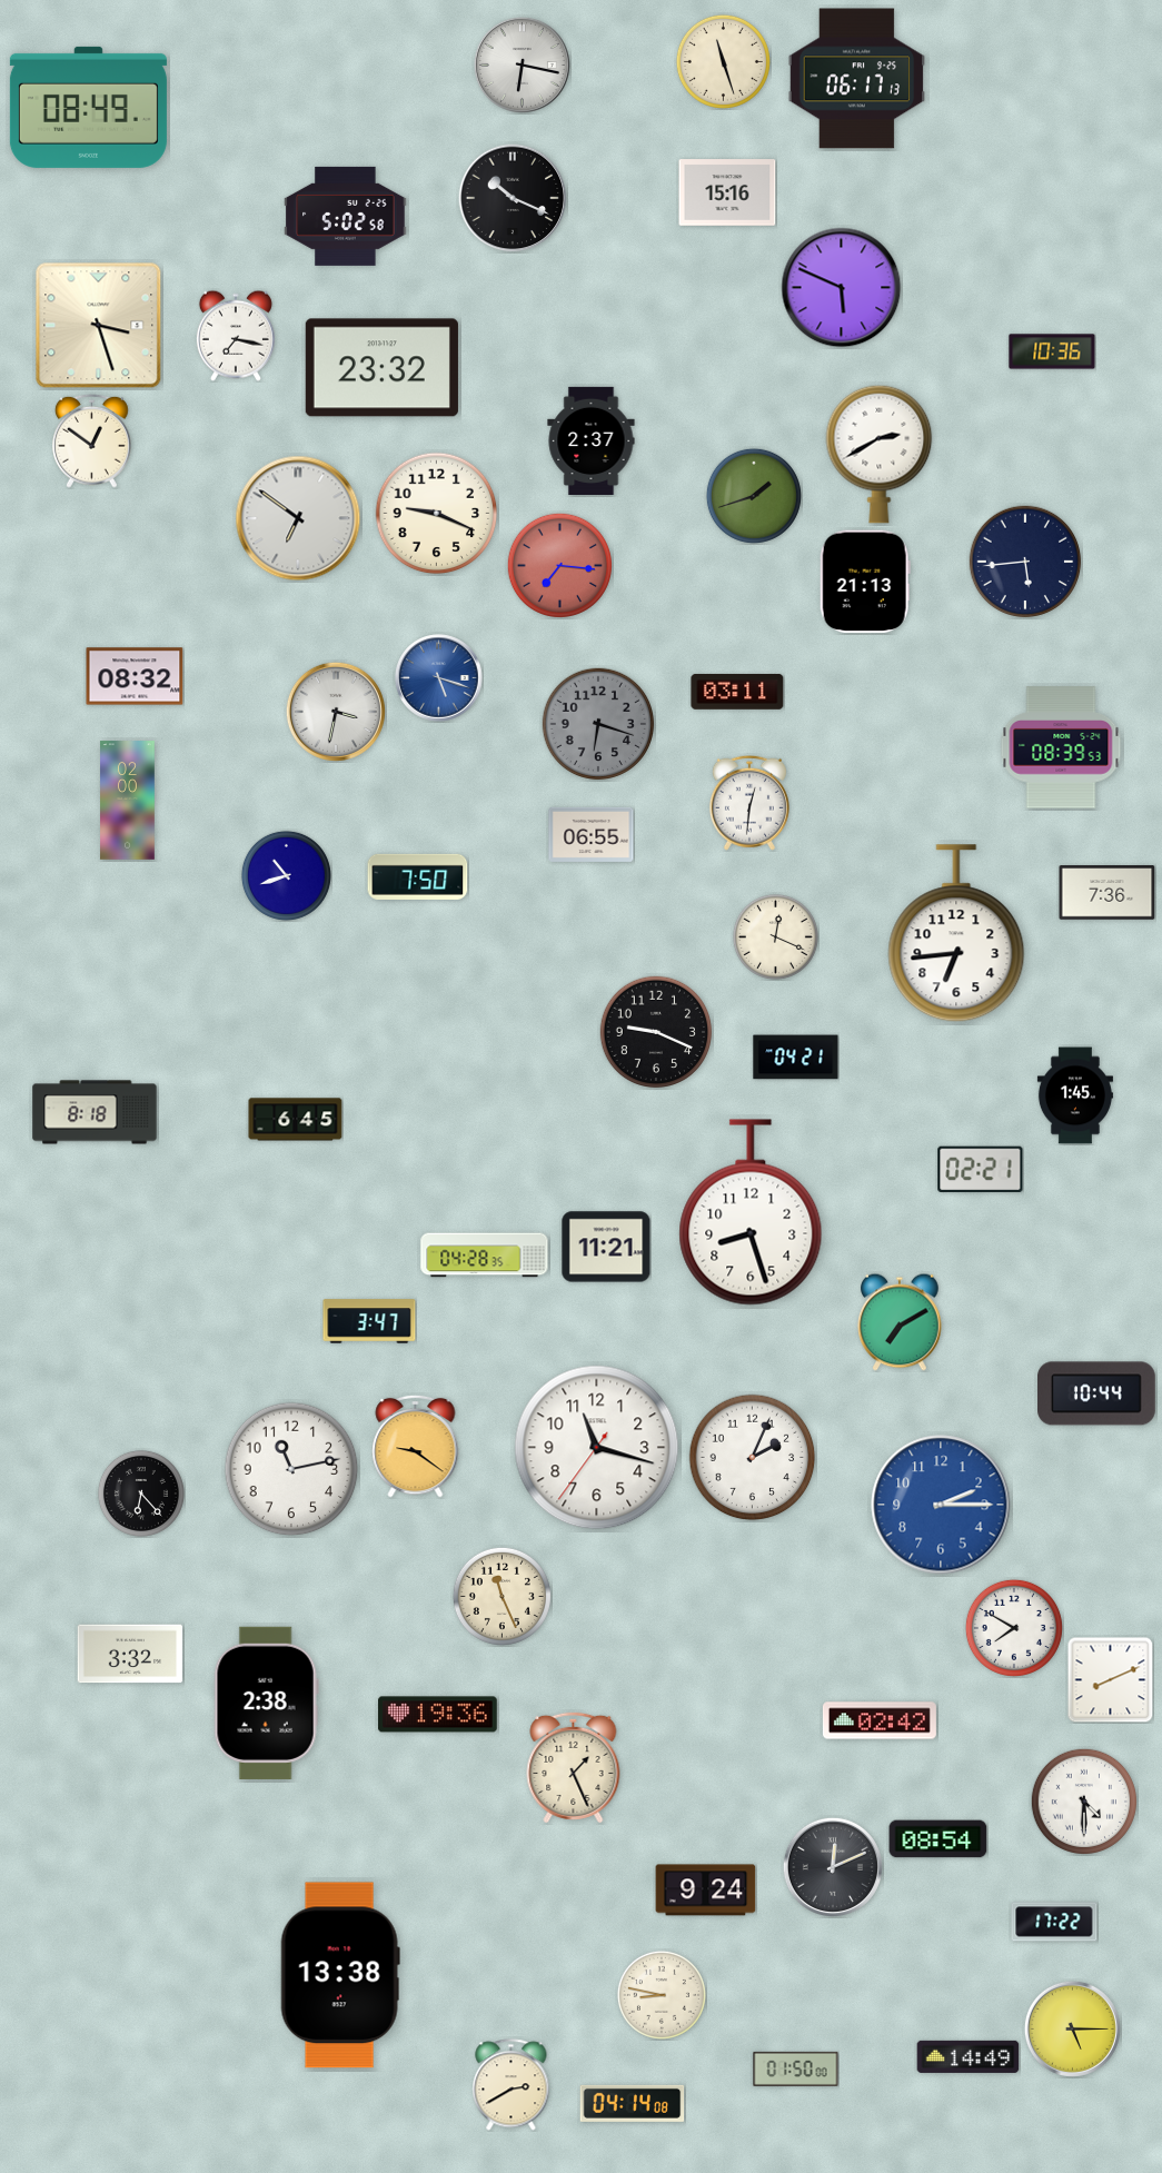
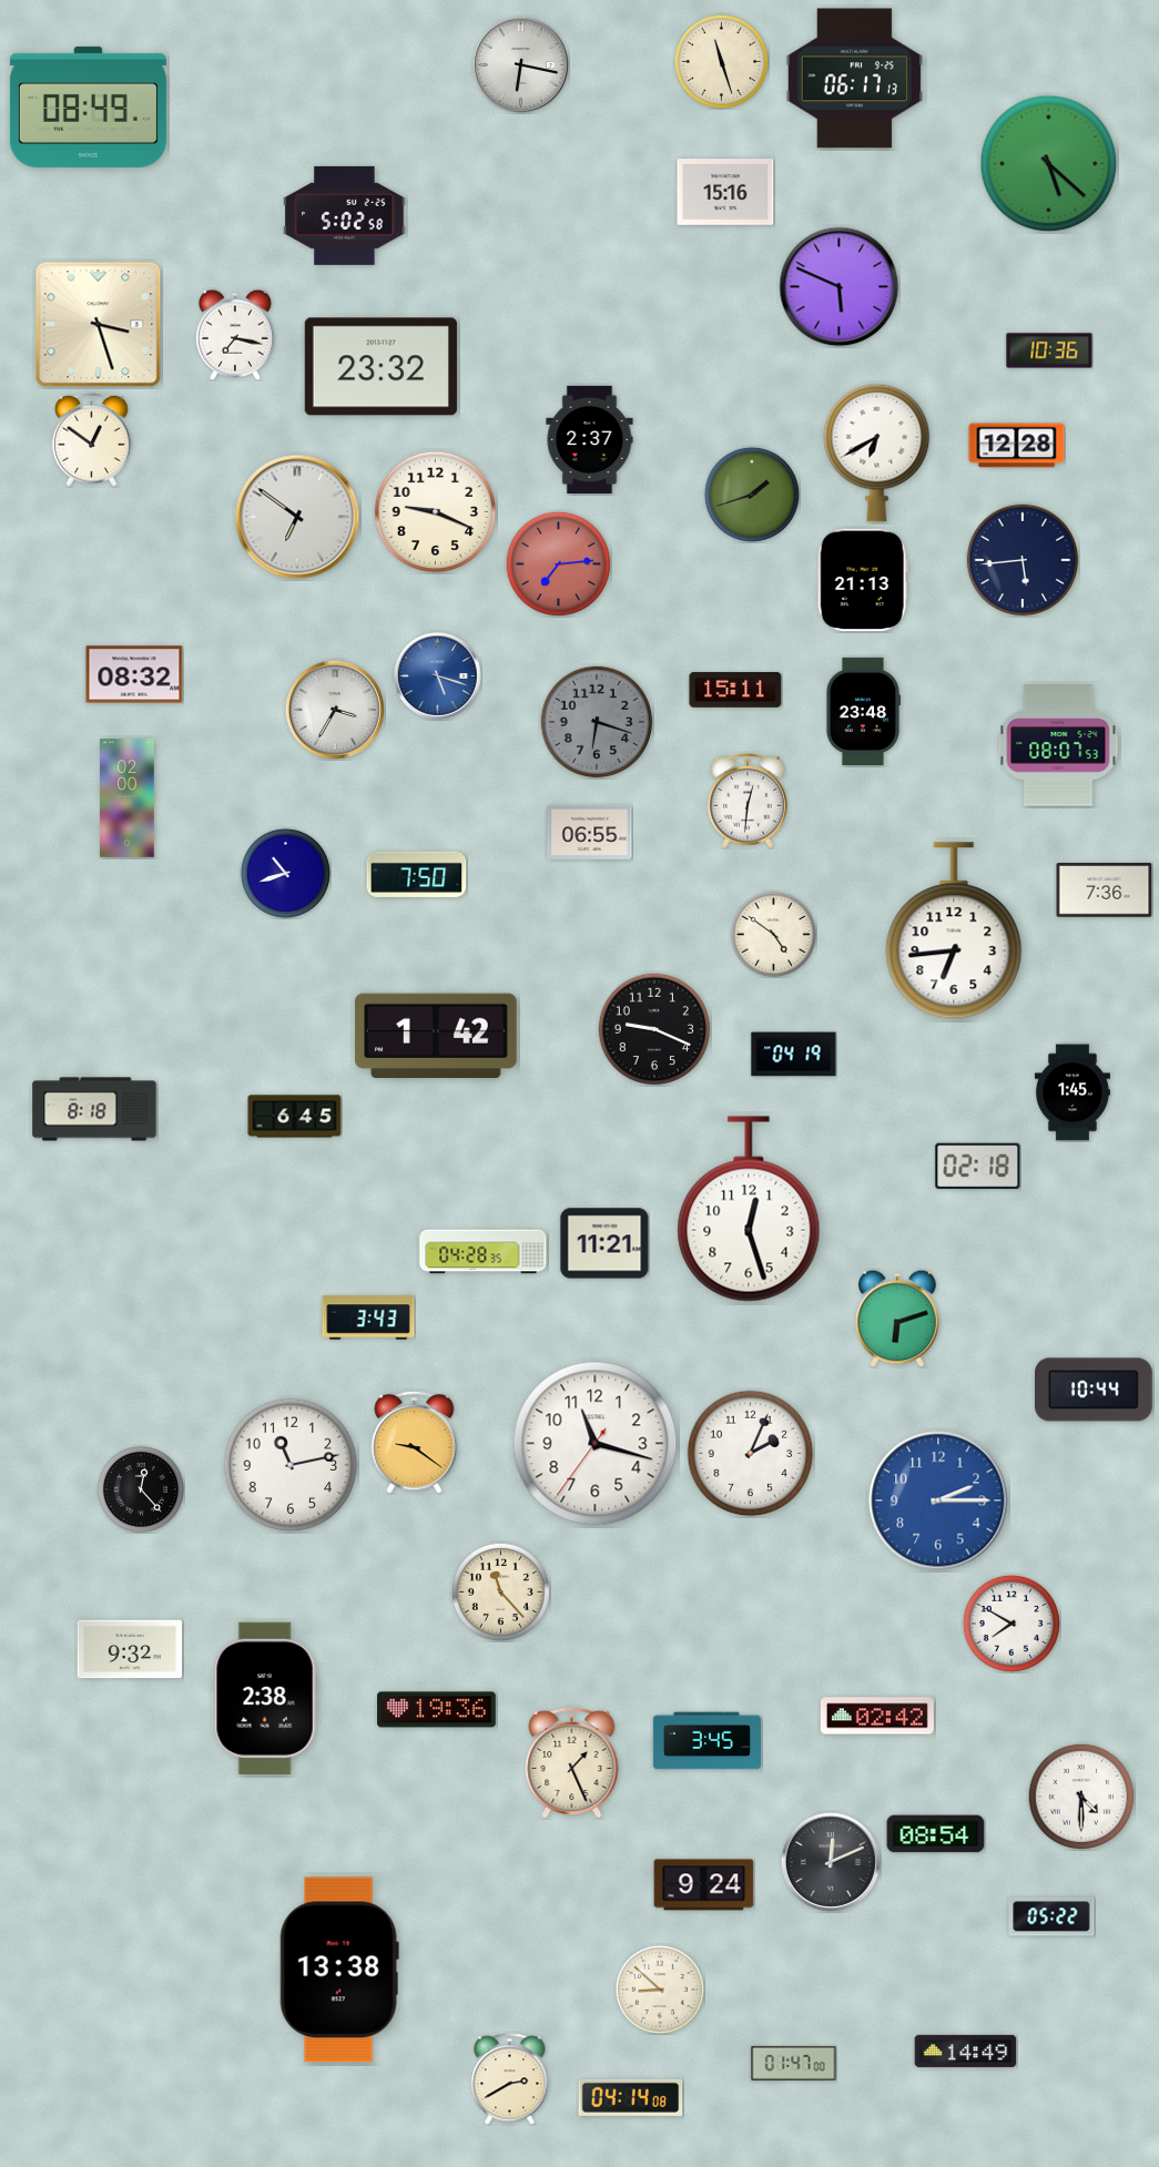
clock at (1049, 164): none -> 5:22
clock at (513, 198): 10:19 -> none
clock at (1017, 446): none -> 12:28
clock at (880, 454): 2:40 -> 6:40
clock at (559, 565): 7:16 -> 7:14
clock at (737, 692): 03:11 -> 15:11
clock at (336, 712): 3:32 -> 3:35
clock at (863, 711): none -> 23:48
clock at (1061, 747): 08:39 -> 08:07
clock at (775, 936): 12:19 -> 4:51
clock at (436, 1036): none -> 1:42
clock at (796, 1058): 04:21 -> 04:19
clock at (981, 1170): 02:21 -> 02:18
clock at (751, 1212): 8:27 -> 12:27
clock at (369, 1321): 3:47 -> 3:43
clock at (900, 1322): 7:10 -> 6:12
clock at (141, 1494): 6:23 -> 12:23
clock at (501, 1596): 11:26 -> 11:23
clock at (130, 1654): 3:32 -> 9:32
clock at (1110, 1679): 8:11 -> none
clock at (706, 1741): none -> 3:45
clock at (1054, 1922): 17:22 -> 05:22
clock at (662, 1995): 8:47 -> 8:52
clock at (1072, 2028): 5:15 -> none
clock at (796, 2068): 01:50 -> 01:47
